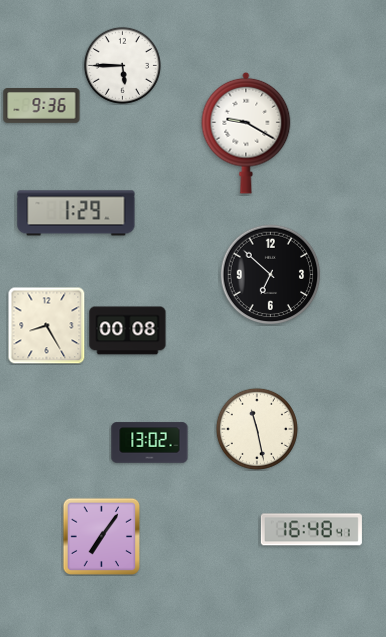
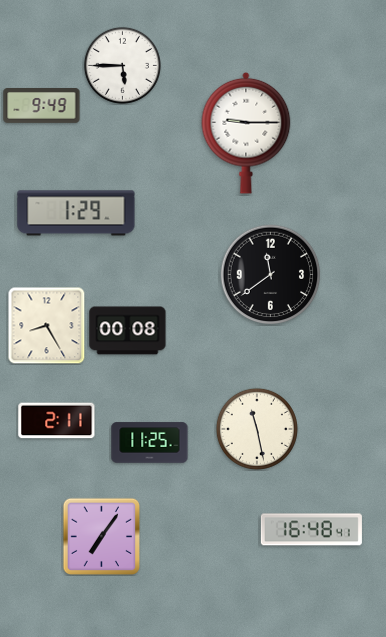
clock at (42, 106): 9:36 -> 9:49
clock at (246, 133): 9:20 -> 9:15
clock at (271, 275): 6:52 -> 11:39
clock at (57, 421): none -> 2:11
clock at (150, 443): 13:02 -> 11:25
